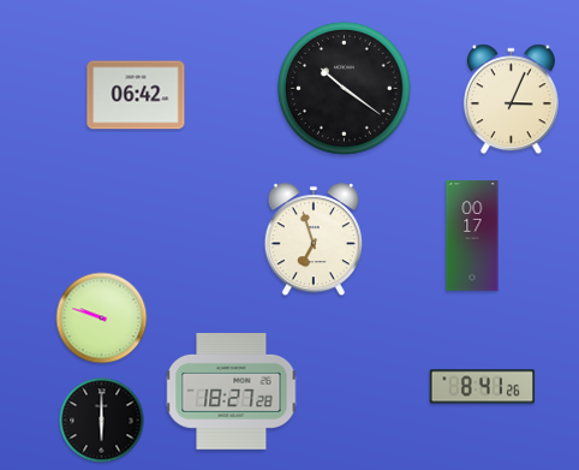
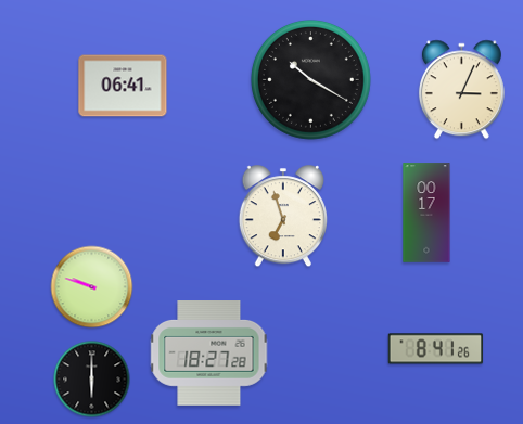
clock at (344, 88): 10:21 -> 10:20
clock at (136, 95): 06:42 -> 06:41
